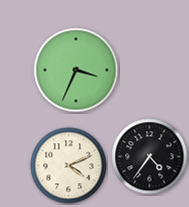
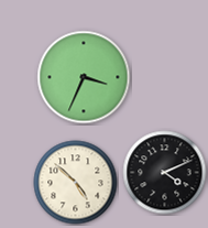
clock at (150, 157): 4:36 -> 4:11
clock at (69, 166): 4:11 -> 4:52
